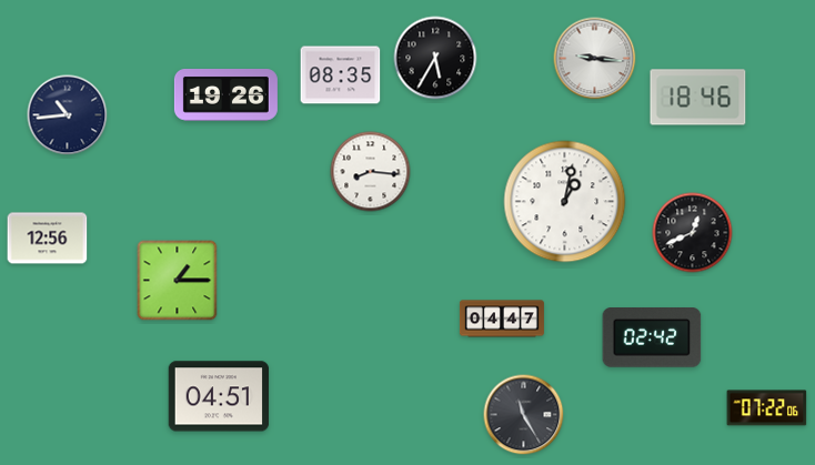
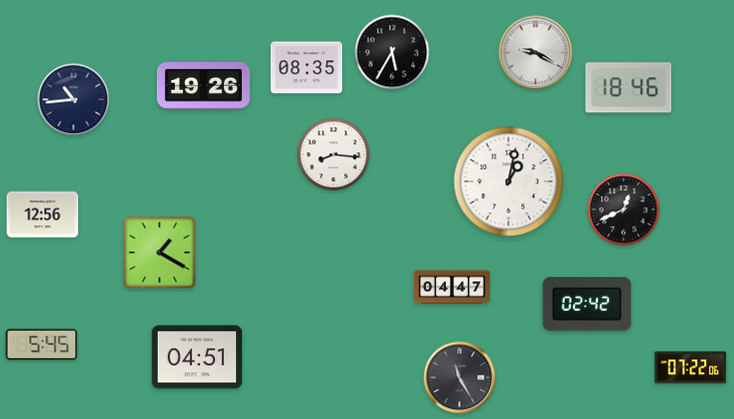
clock at (595, 59): 9:16 -> 9:20
clock at (68, 115) position: (68, 115) -> (74, 100)
clock at (178, 281): 1:15 -> 1:20
clock at (42, 345): none -> 5:45
clock at (524, 415) position: (524, 415) -> (460, 378)
